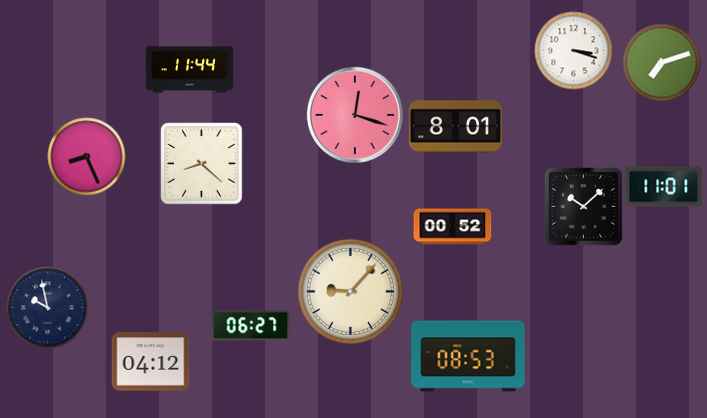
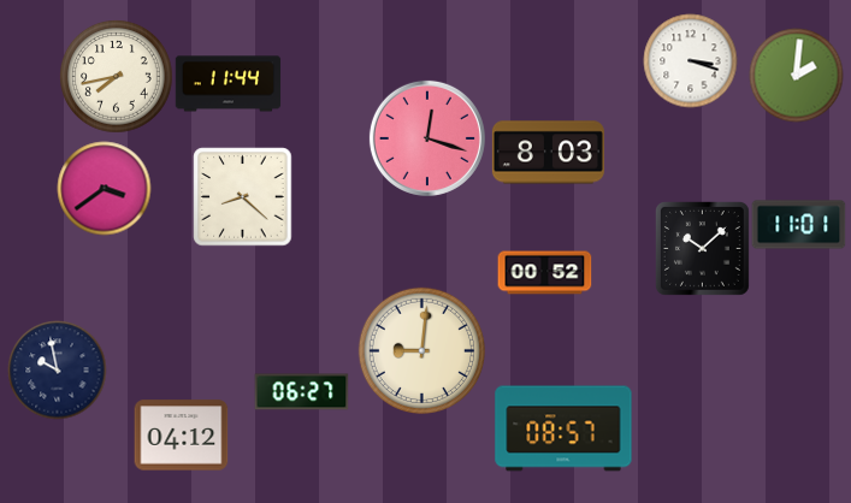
clock at (661, 62): 7:12 -> 2:01
clock at (117, 77): none -> 7:43
clock at (455, 127): 8:01 -> 8:03
clock at (86, 156): 8:26 -> 3:39
clock at (350, 291): 9:07 -> 9:01
clock at (468, 356): 08:53 -> 08:57
